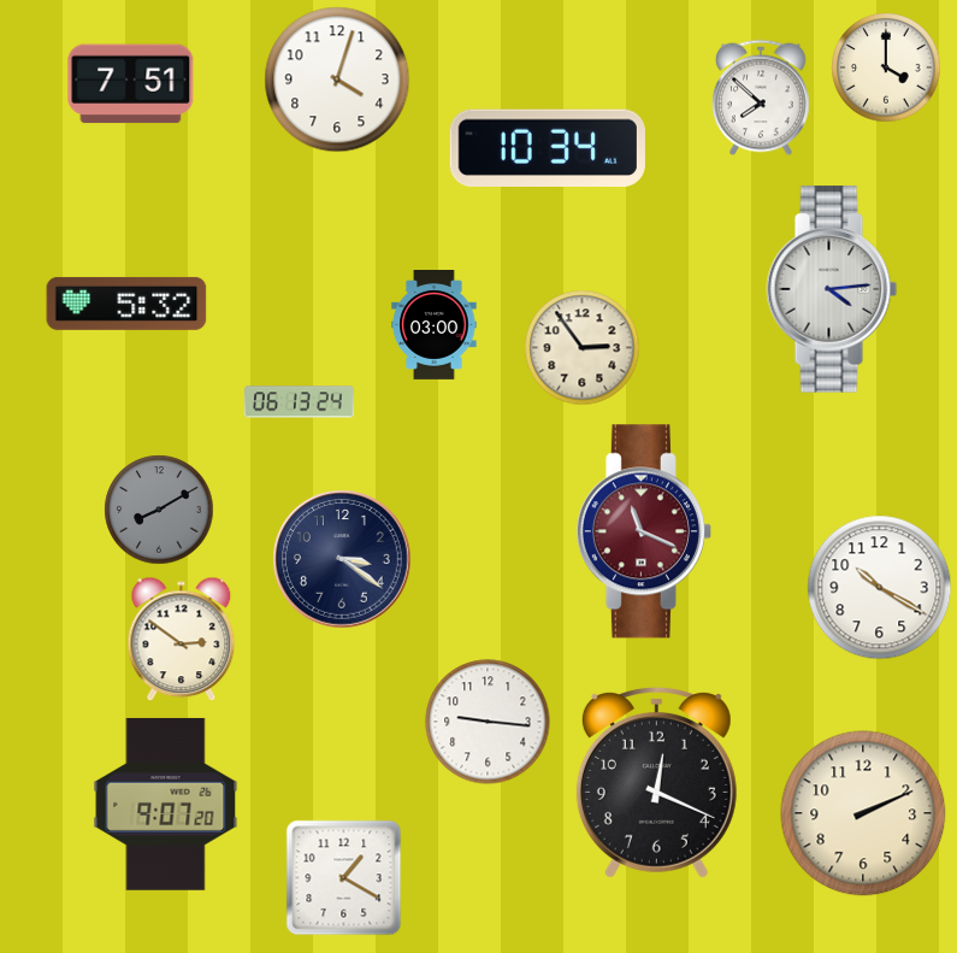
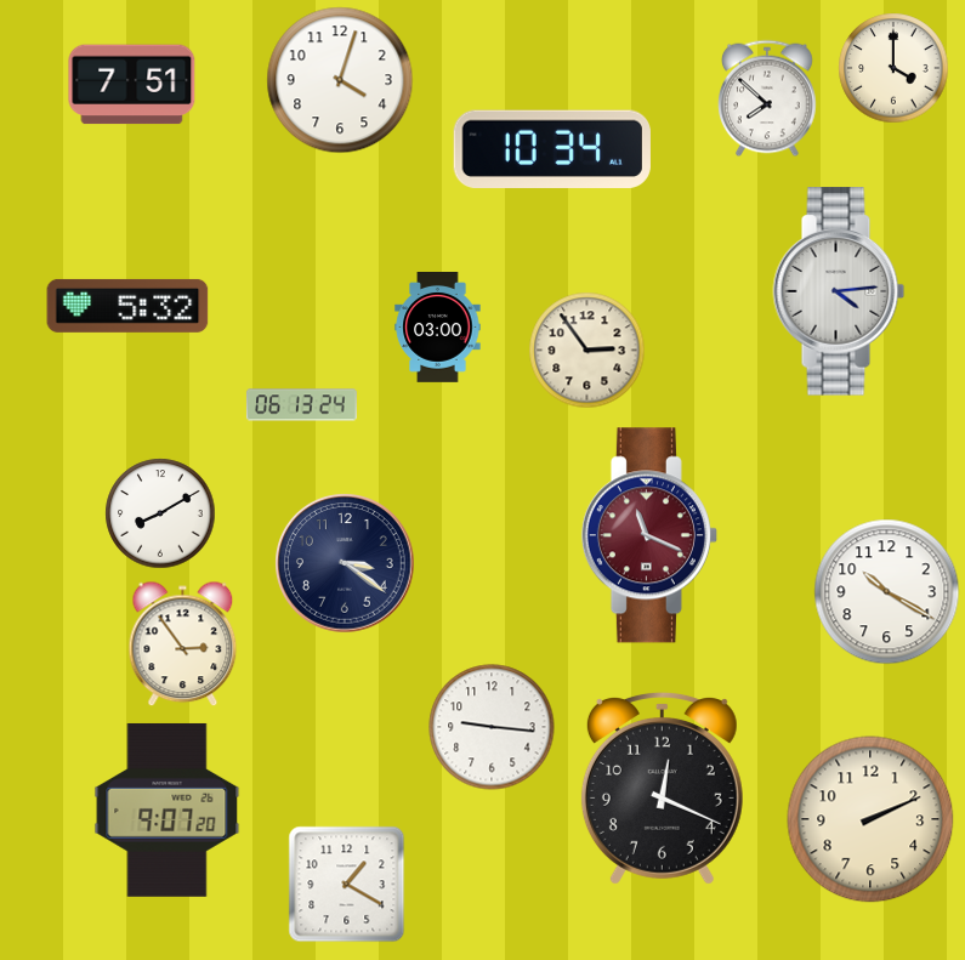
clock at (159, 510) dial: grey -> white
clock at (182, 640): 2:51 -> 2:54
